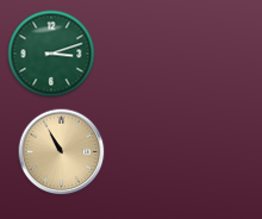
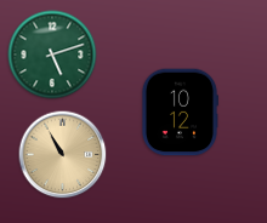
clock at (51, 54): 3:12 -> 5:12
clock at (178, 113): none -> 10:12
